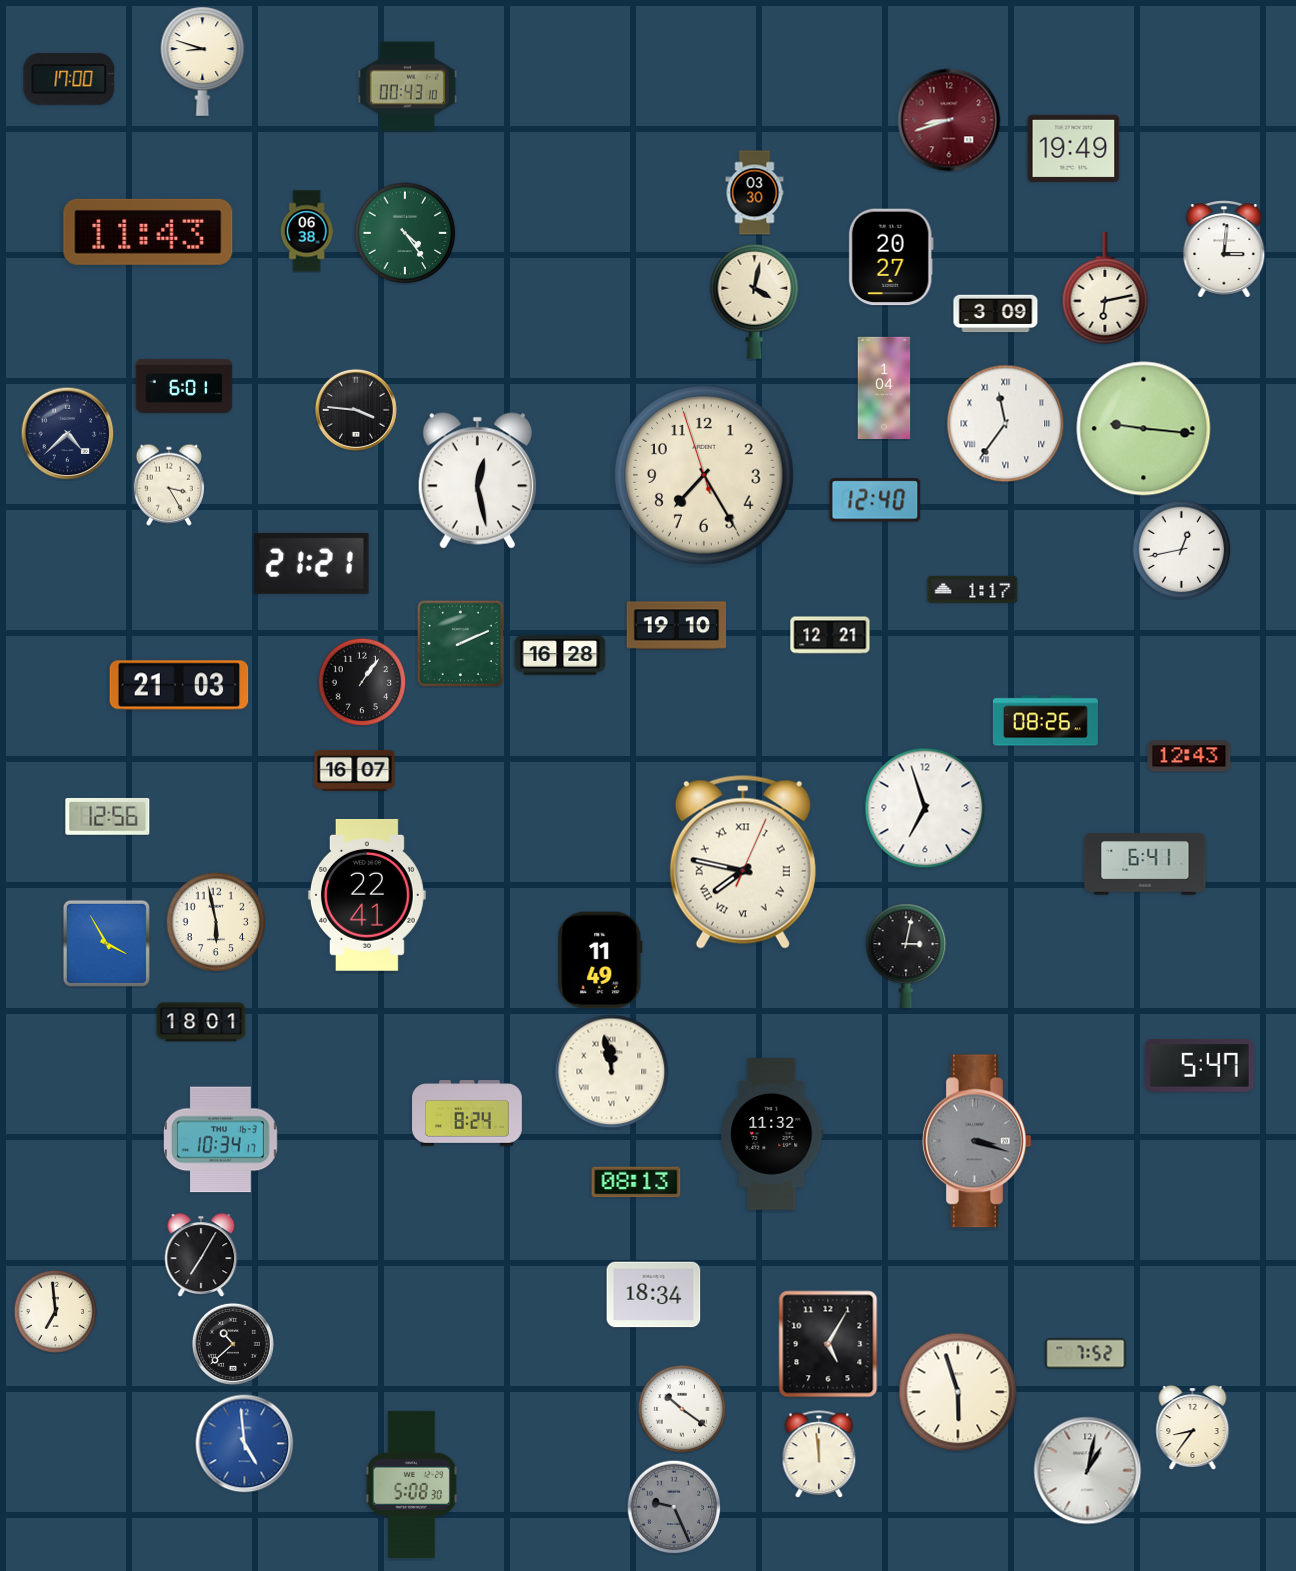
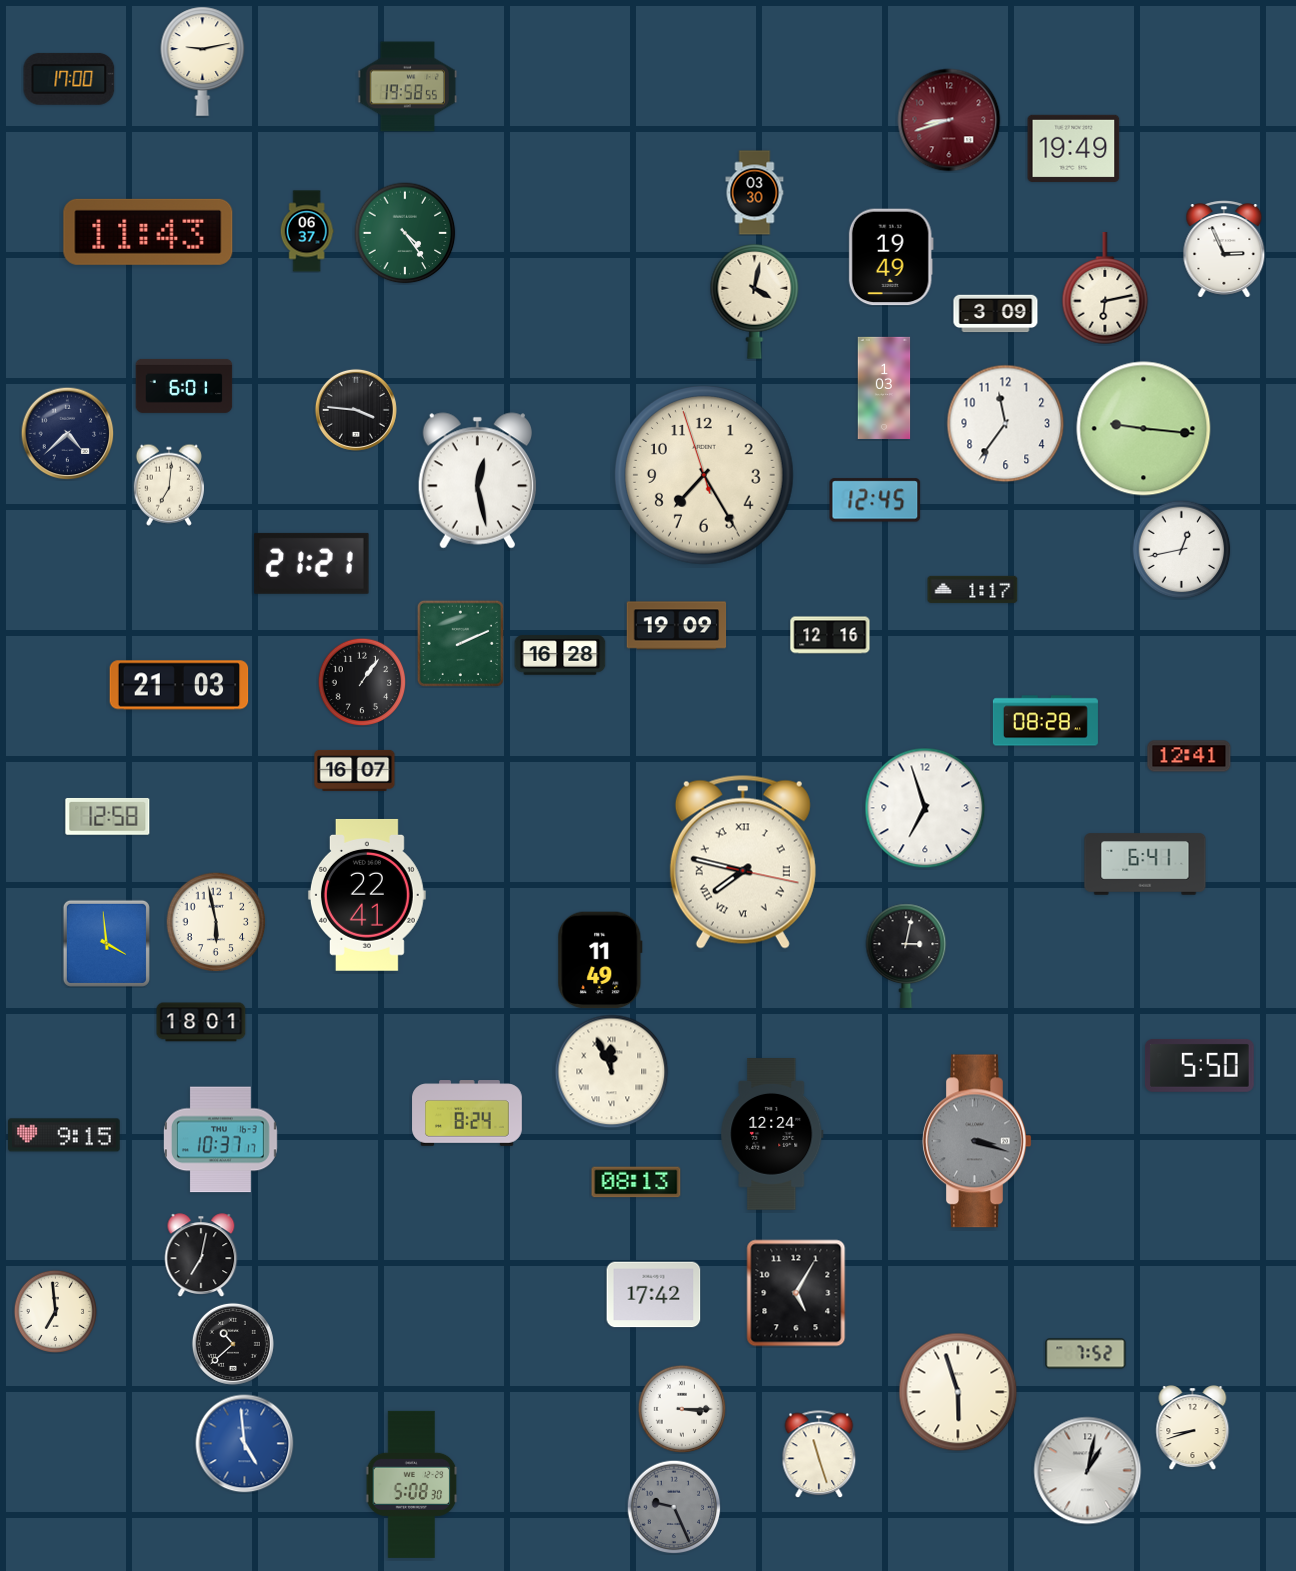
clock at (203, 61): 8:48 -> 9:13
clock at (408, 87): 00:43 -> 19:58
clock at (307, 231): 06:38 -> 06:37
clock at (1224, 249): 3:01 -> 2:56
clock at (891, 257): 20:27 -> 19:49
clock at (884, 388): 1:04 -> 1:03
clock at (1006, 424) numerals: Roman -> Arabic
clock at (169, 485): 3:25 -> 7:01
clock at (875, 500): 12:40 -> 12:45
clock at (677, 626): 19:10 -> 19:09
clock at (830, 635): 12:21 -> 12:16
clock at (1045, 721): 08:26 -> 08:28
clock at (1189, 756): 12:43 -> 12:41
clock at (108, 816): 12:56 -> 12:58
clock at (743, 862): 7:47:04 -> 7:47:17
clock at (106, 943): 3:55 -> 3:59
clock at (1199, 1065): 5:47 -> 5:50
clock at (612, 1072): 11:58 -> 11:56
clock at (64, 1135): none -> 9:15
clock at (772, 1135): 11:32 -> 12:24
clock at (220, 1140): 10:34 -> 10:37
clock at (201, 1255): 7:05 -> 7:02
clock at (654, 1295): 18:34 -> 17:42
clock at (828, 1344) position: (828, 1344) -> (796, 1293)
clock at (682, 1409): 10:21 -> 3:15
clock at (1193, 1428): 8:36 -> 8:42
clock at (819, 1454): 11:59 -> 11:27
